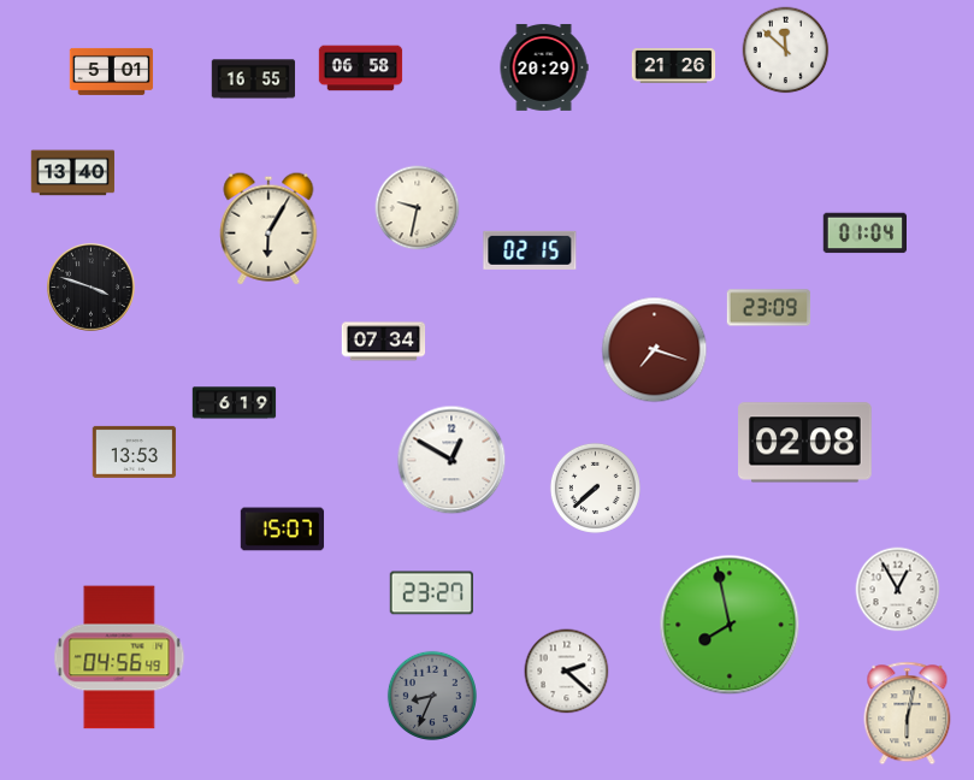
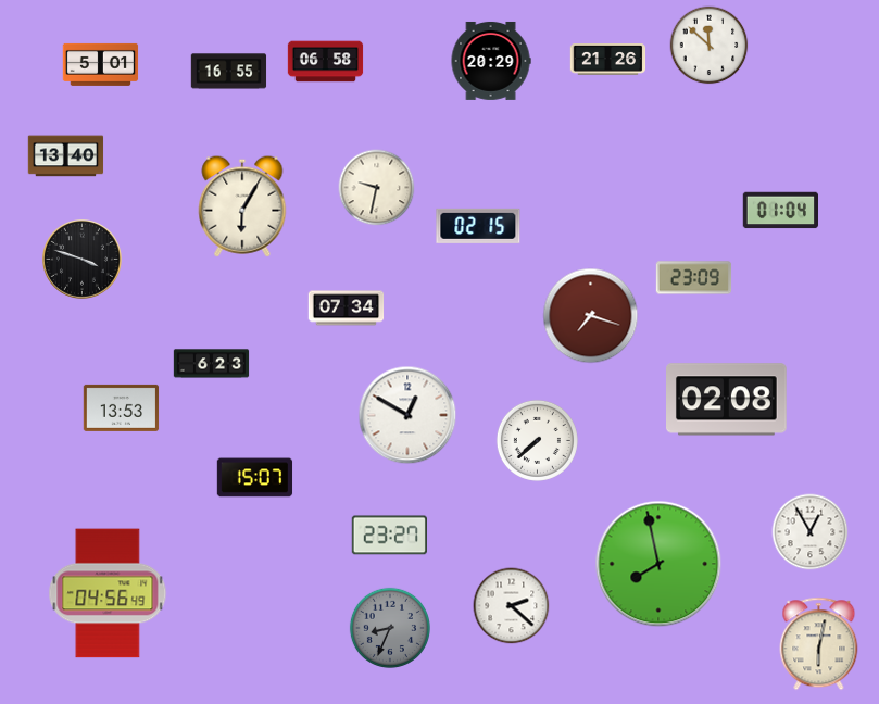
clock at (235, 403): 6:19 -> 6:23
